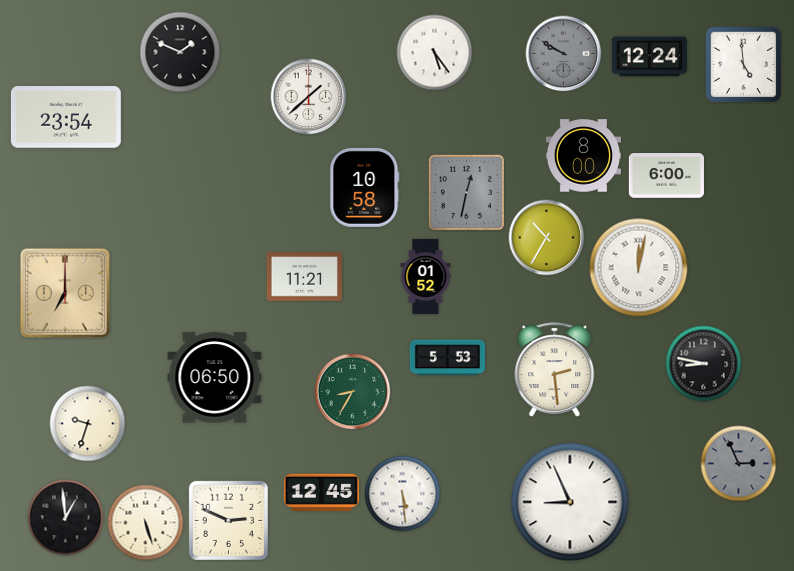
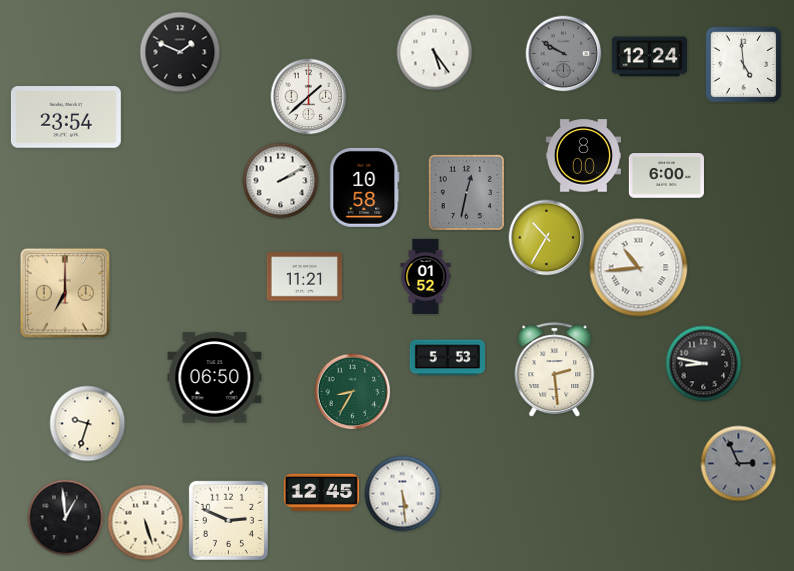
clock at (281, 181): none -> 2:10
clock at (639, 268): 12:02 -> 10:44
clock at (570, 502): 8:56 -> none
